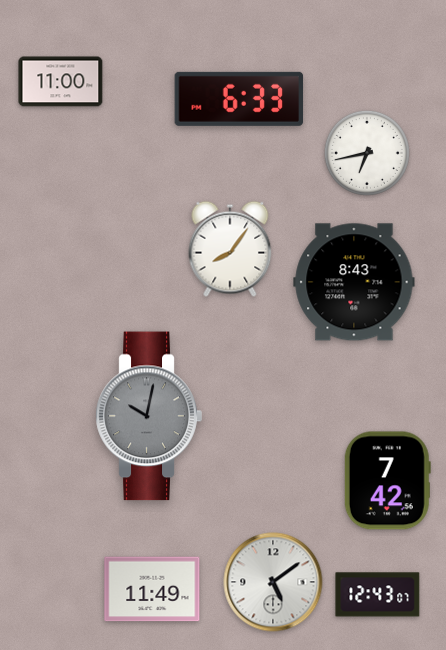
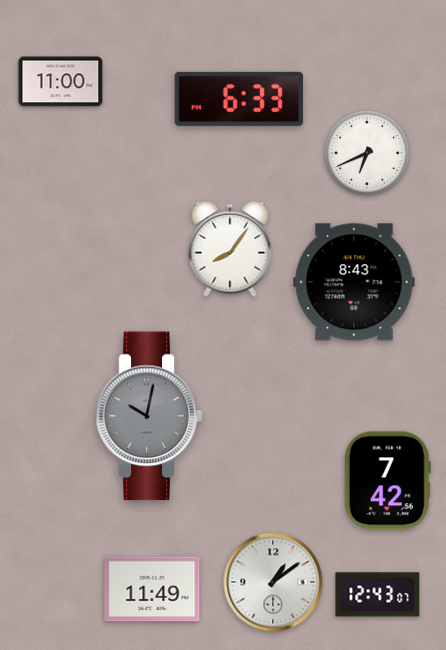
clock at (367, 153): 6:43 -> 6:41
clock at (273, 582): 5:09 -> 1:09
